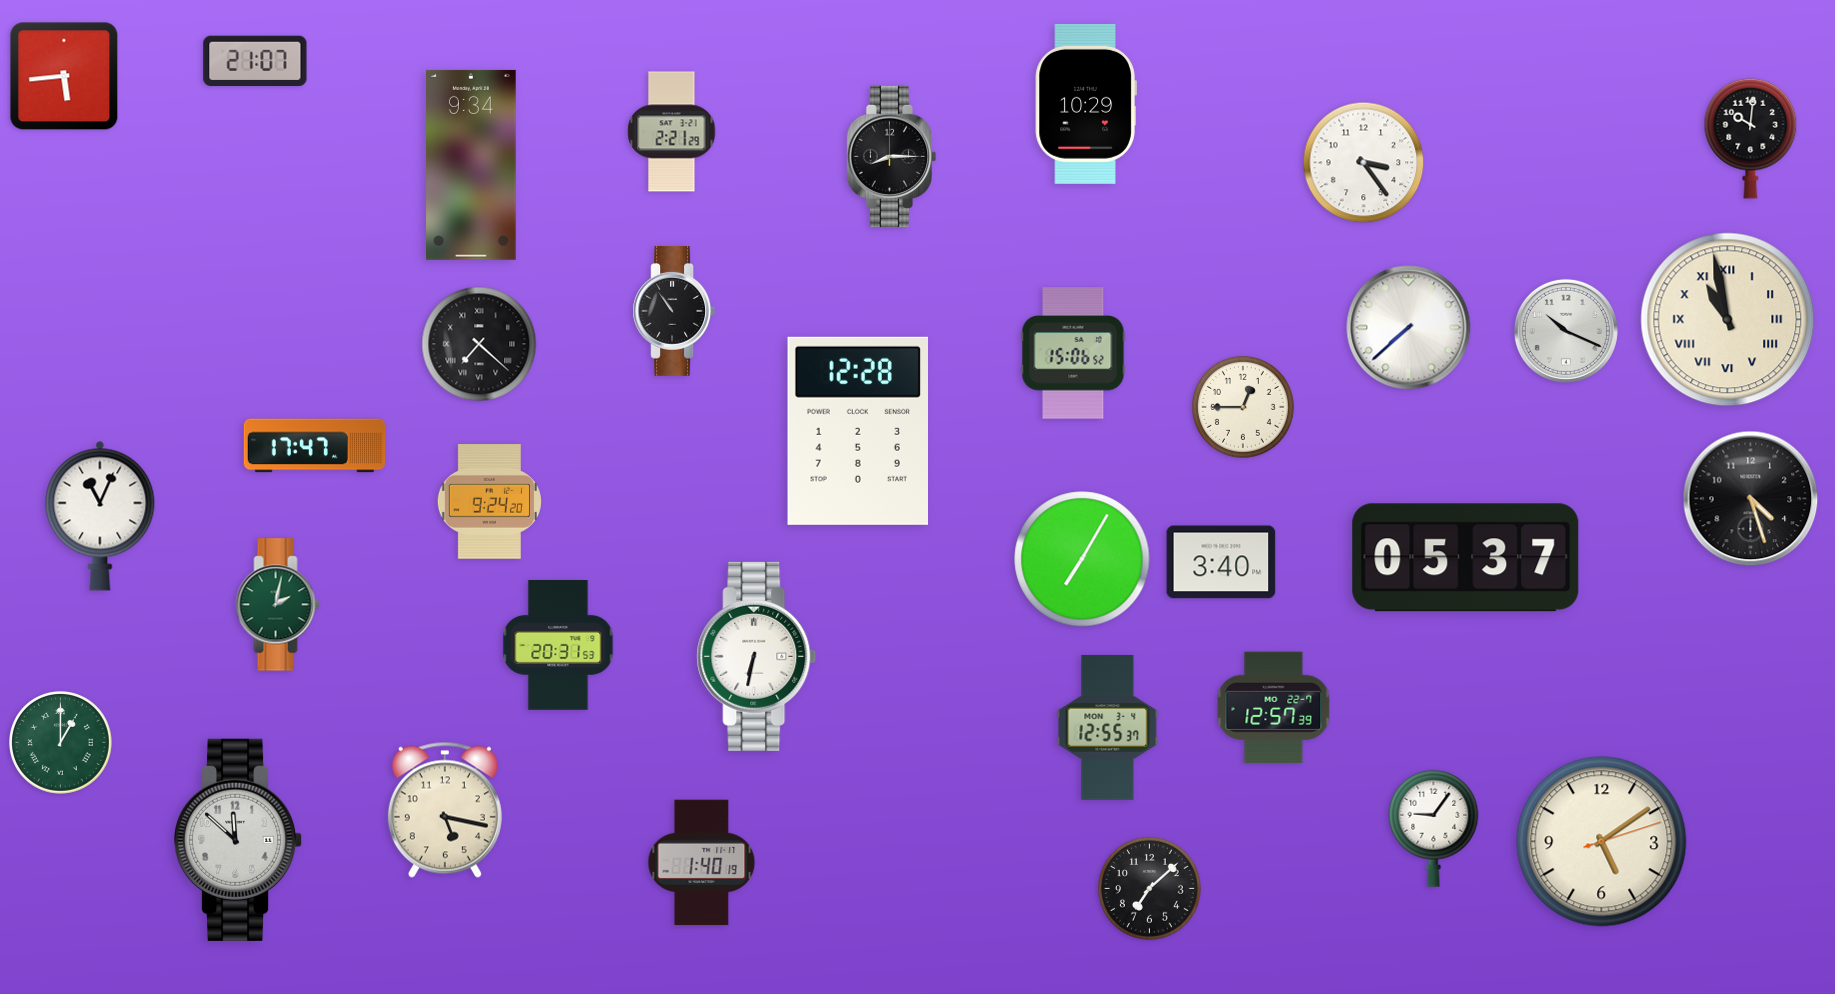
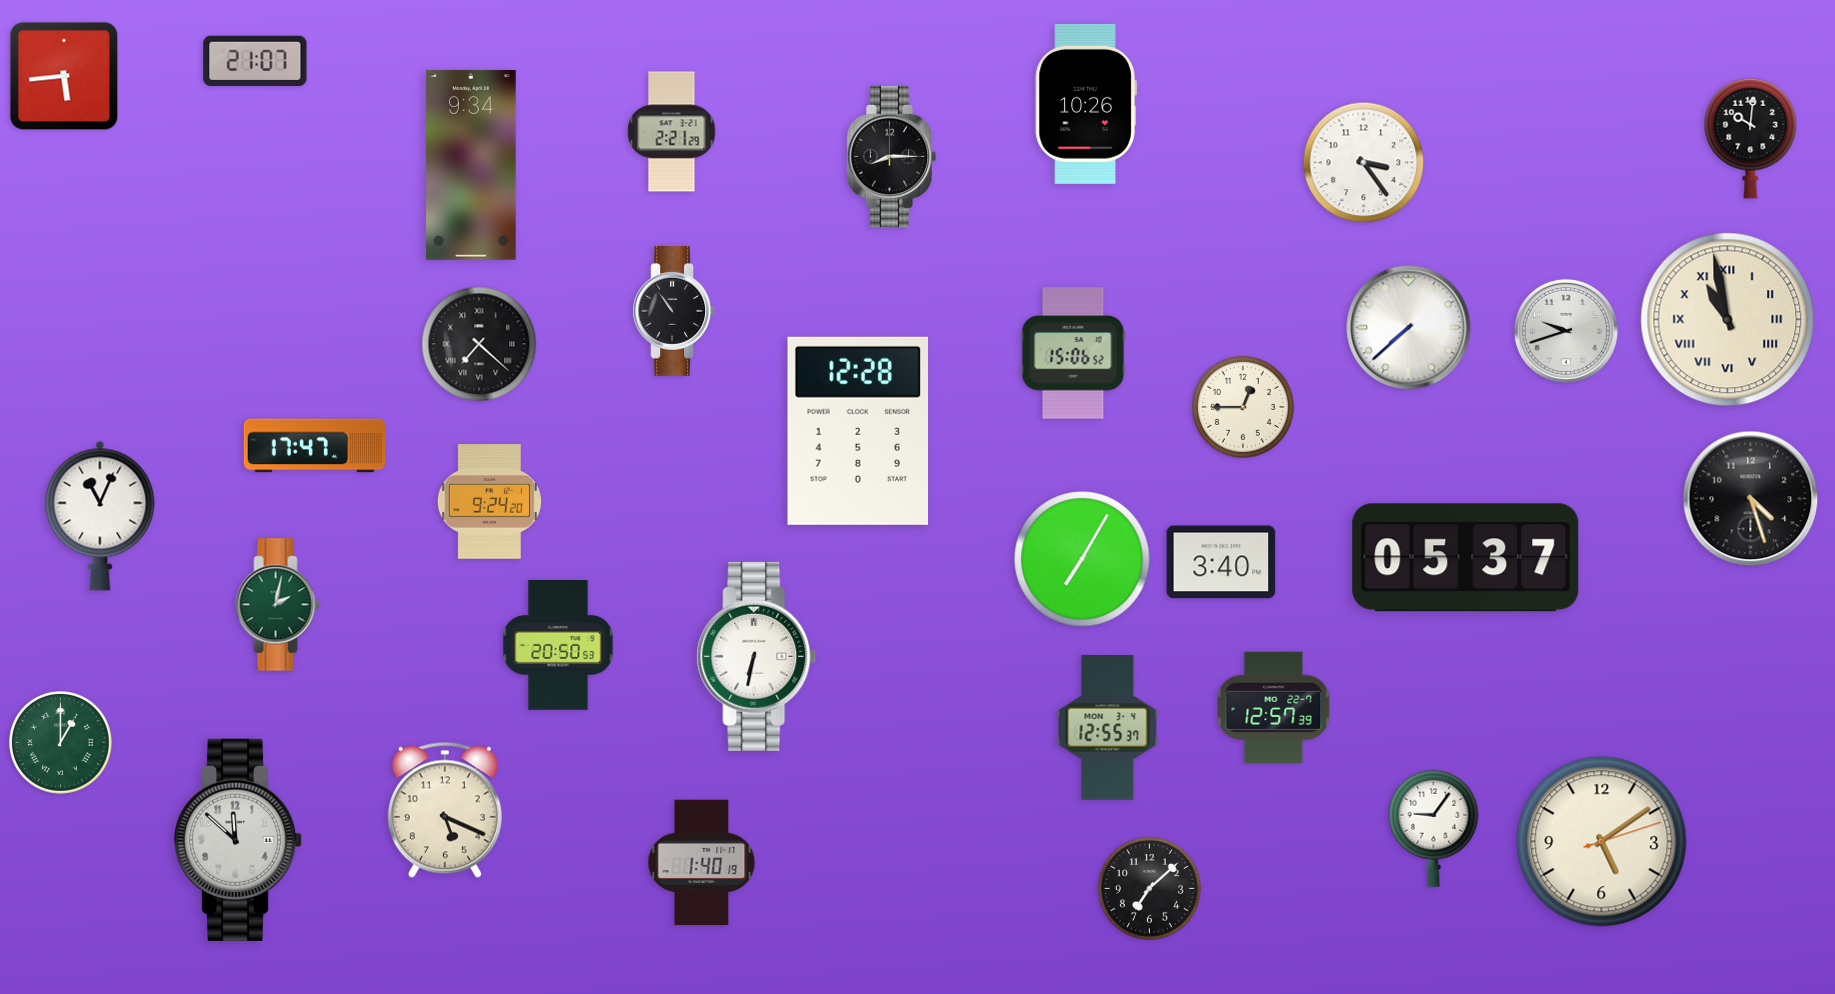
clock at (1086, 104): 10:29 -> 10:26
clock at (1566, 331): 10:19 -> 9:42
clock at (558, 646): 20:31 -> 20:50
clock at (445, 810): 5:17 -> 5:19
